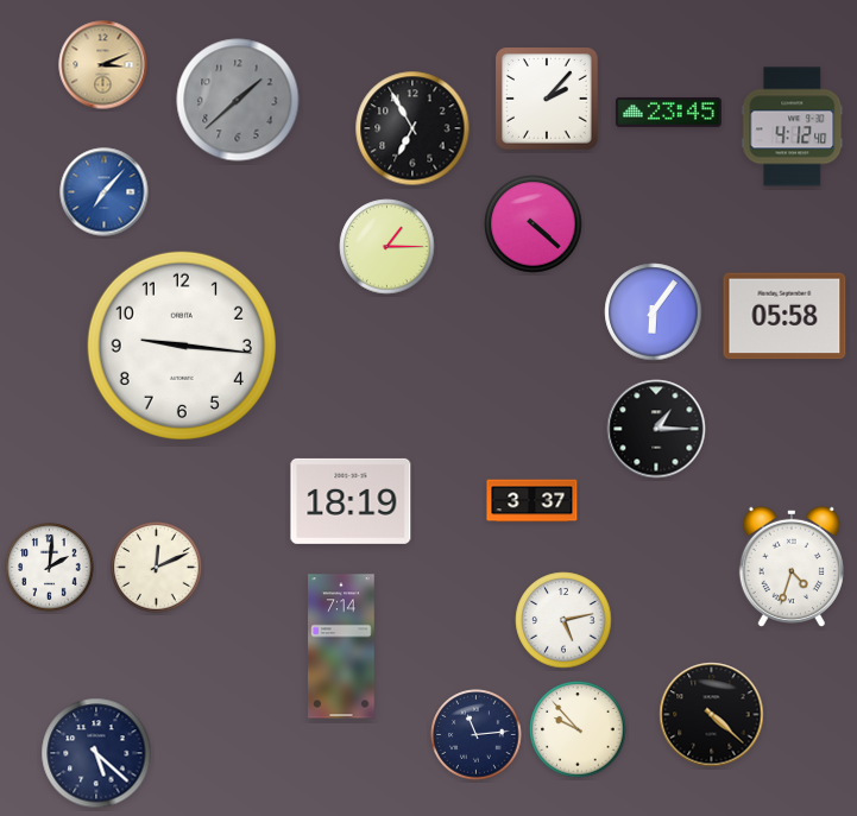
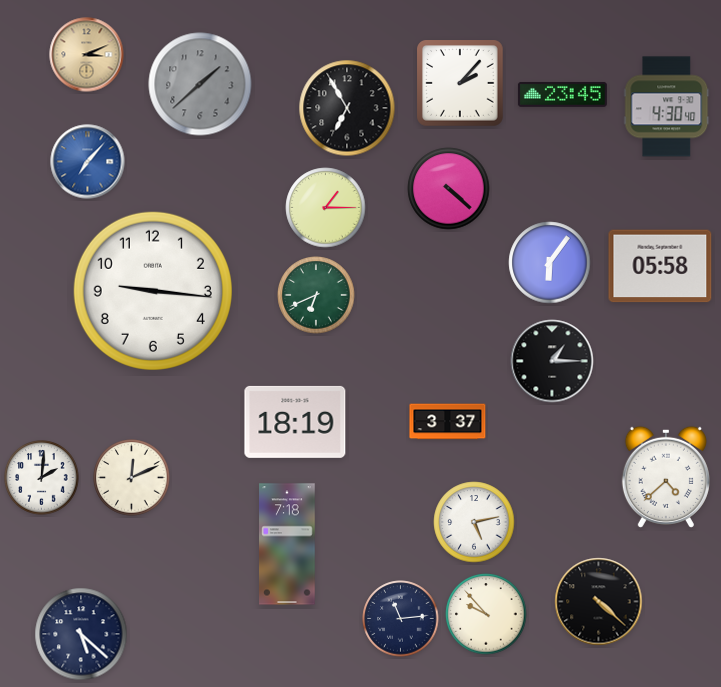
clock at (793, 127): 4:12 -> 4:30
clock at (316, 295): none -> 6:41
clock at (792, 567): 4:33 -> 4:38
clock at (341, 646): 7:14 -> 7:18
